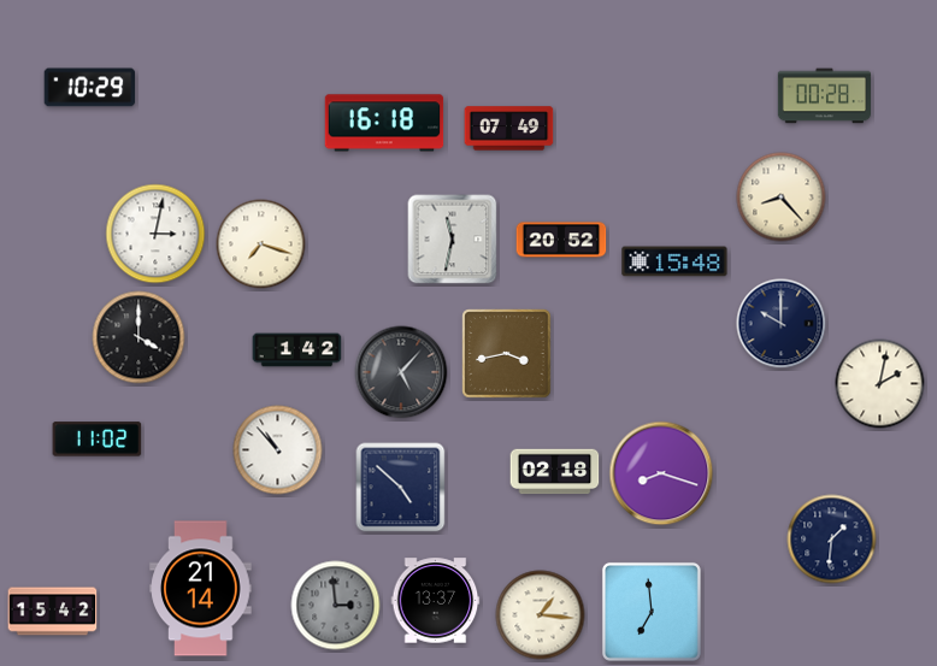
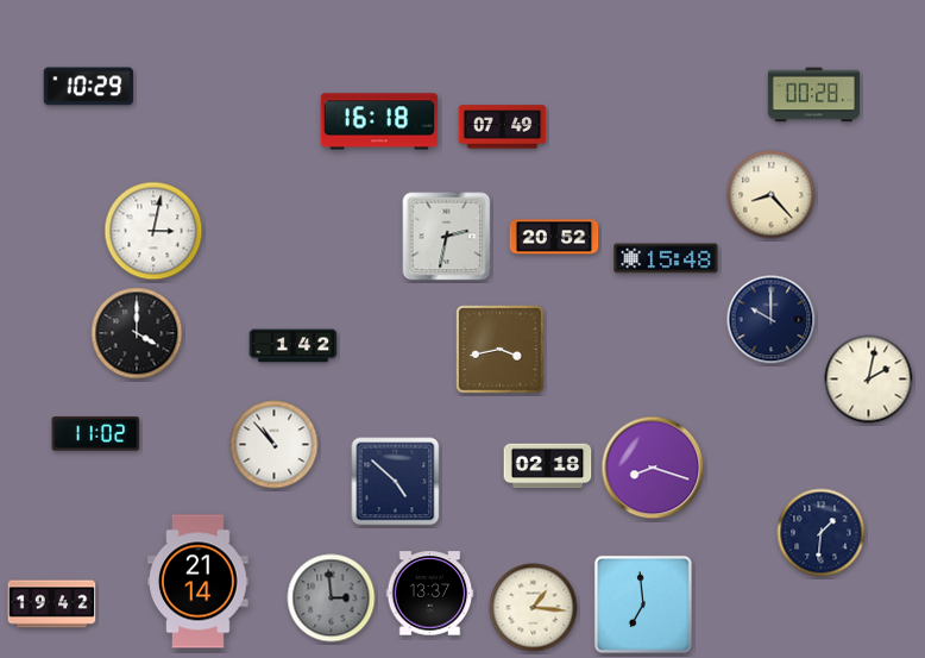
clock at (453, 240): 11:32 -> 2:32
clock at (261, 244): 7:18 -> none
clock at (401, 372): 5:07 -> none
clock at (53, 612): 15:42 -> 19:42
